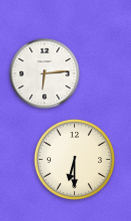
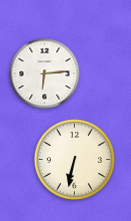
clock at (74, 159): 6:30 -> 6:32
